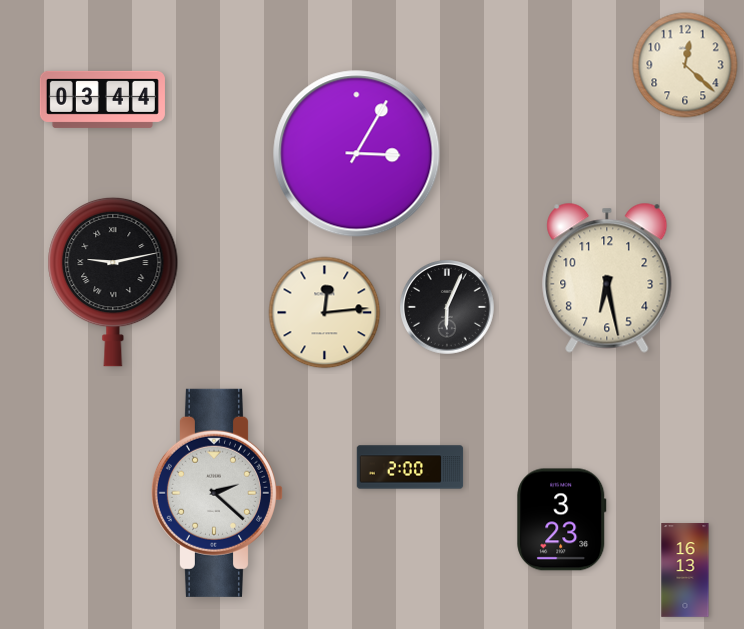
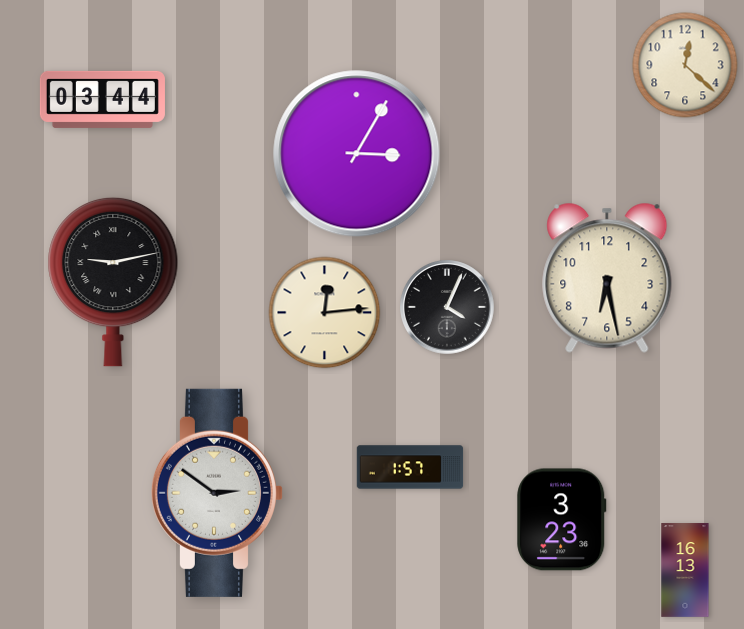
clock at (447, 307): 6:04 -> 4:04
clock at (410, 467): 2:00 -> 1:57
clock at (216, 493): 2:22 -> 2:51
